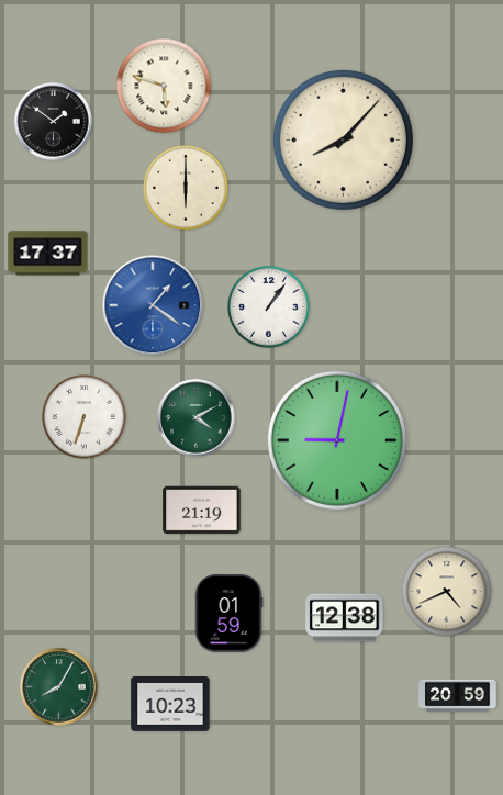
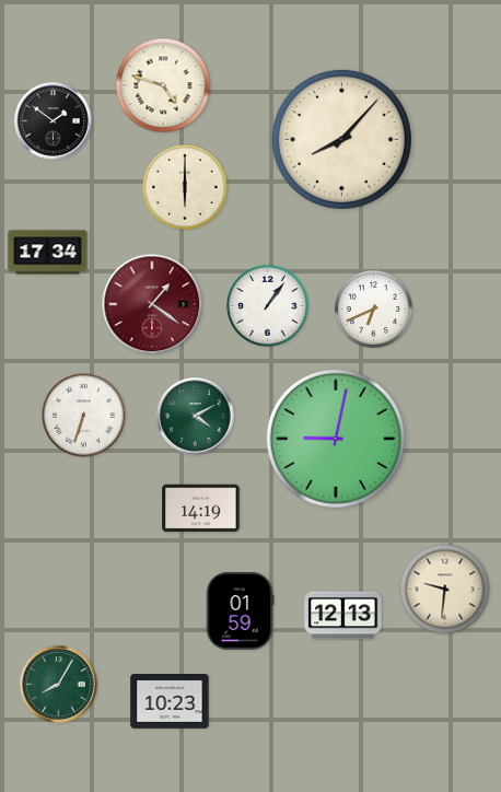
clock at (164, 86): 5:48 -> 4:48
clock at (48, 254): 17:37 -> 17:34
clock at (153, 305) dial: blue -> burgundy
clock at (373, 308): none -> 6:41
clock at (202, 511): 21:19 -> 14:19
clock at (447, 592): 4:41 -> 9:31
clock at (228, 614) position: (228, 614) -> (240, 612)
clock at (345, 618): 12:38 -> 12:13
clock at (458, 696): 20:59 -> none
